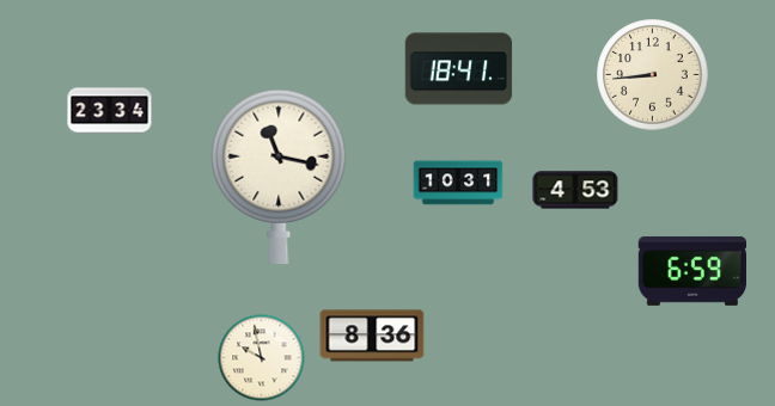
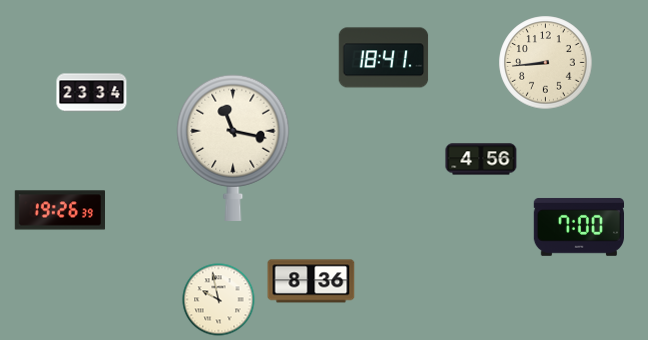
clock at (458, 183): 10:31 -> none
clock at (575, 190): 4:53 -> 4:56
clock at (59, 210): none -> 19:26
clock at (691, 271): 6:59 -> 7:00
